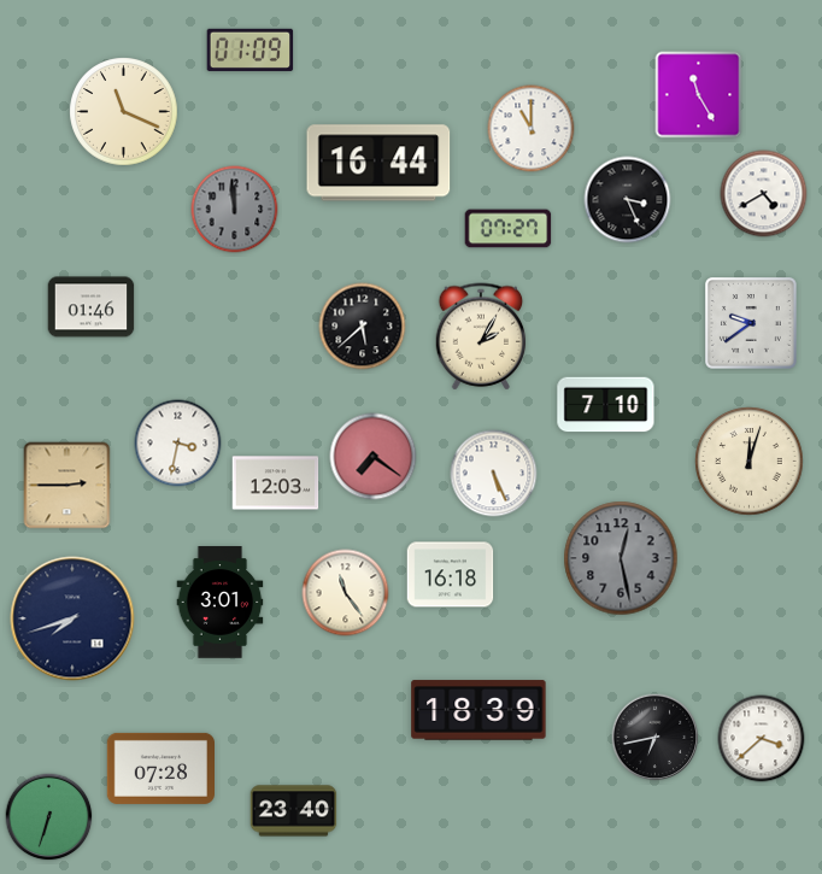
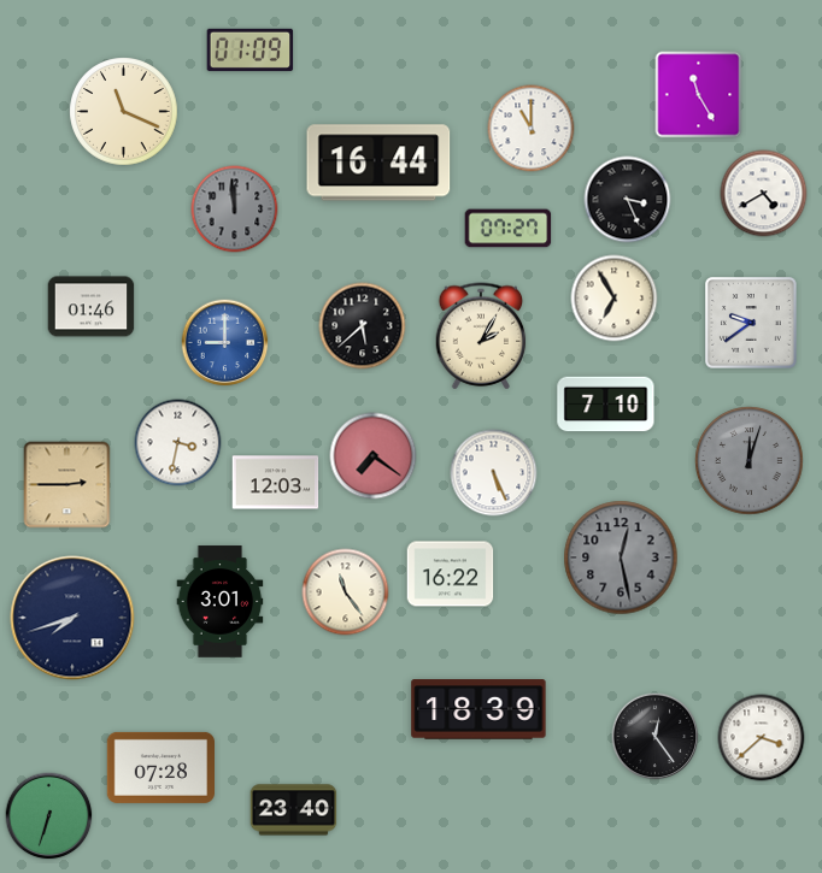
clock at (615, 299): none -> 6:55
clock at (225, 343): none -> 9:00
clock at (750, 462) dial: cream -> grey
clock at (451, 575): 16:18 -> 16:22
clock at (656, 738): 6:43 -> 12:24
